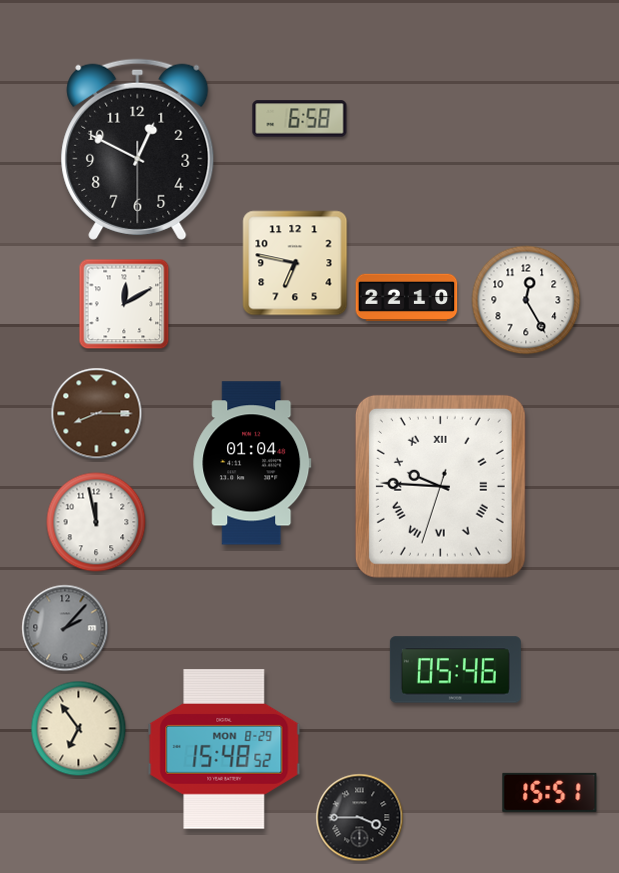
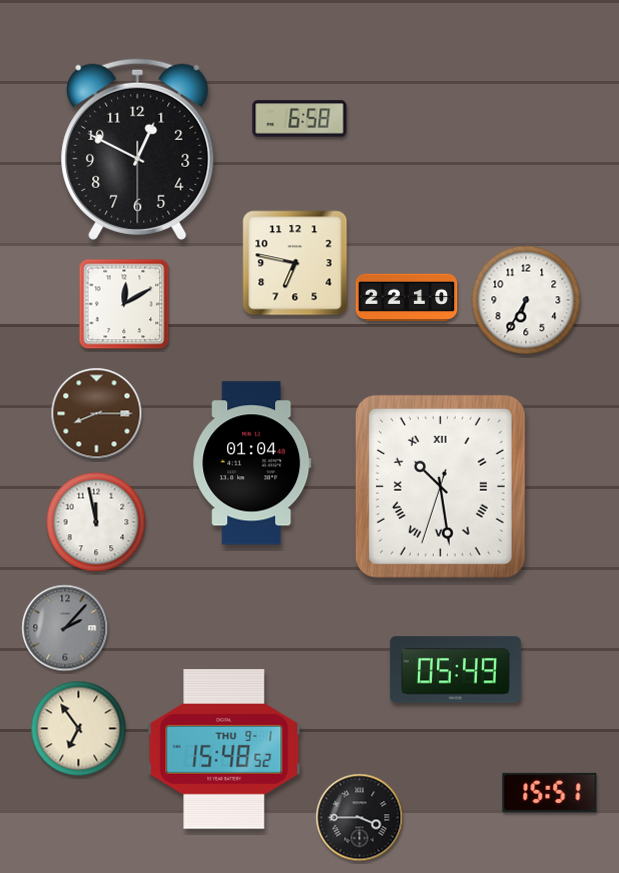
clock at (526, 300): 12:25 -> 6:35
clock at (440, 486): 9:45 -> 10:28
clock at (455, 670): 05:46 -> 05:49
clock at (224, 749) date: MON 8-29 -> THU 9-1
